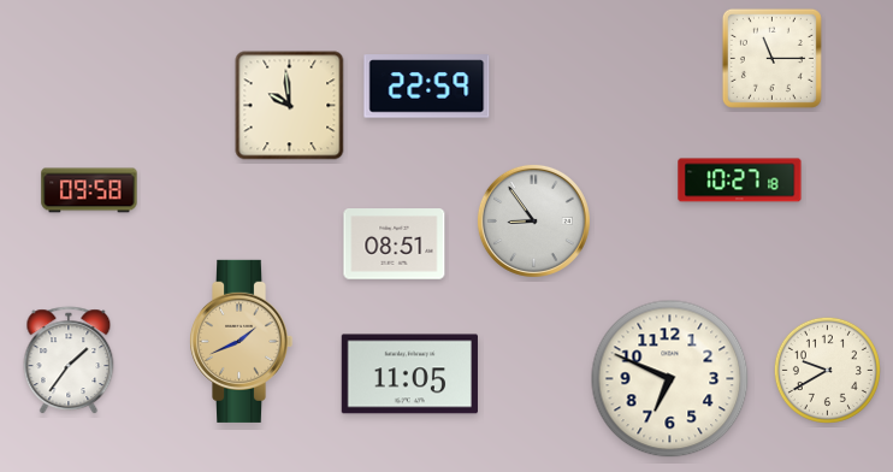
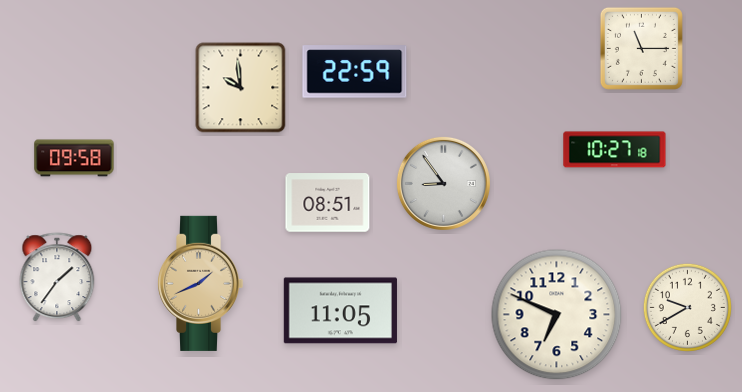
clock at (69, 361) position: (69, 361) -> (57, 278)
